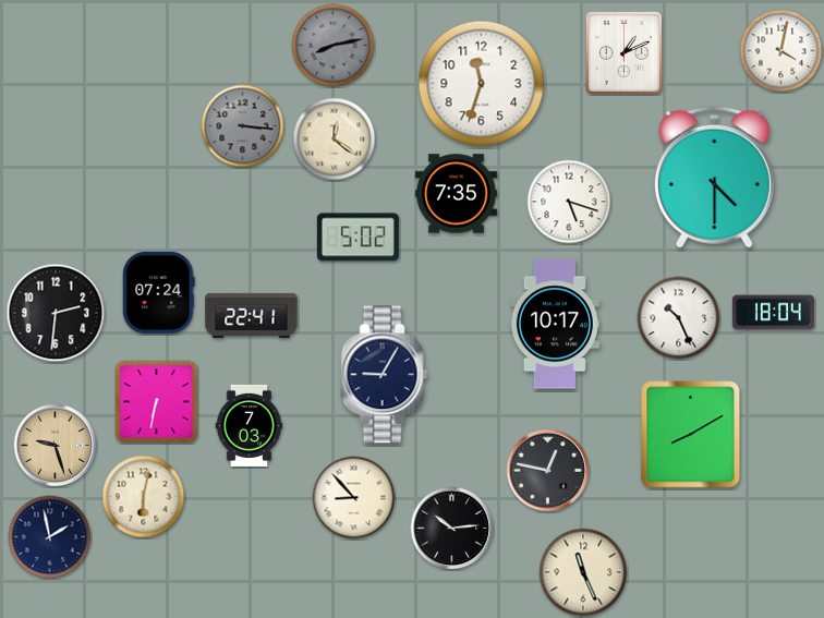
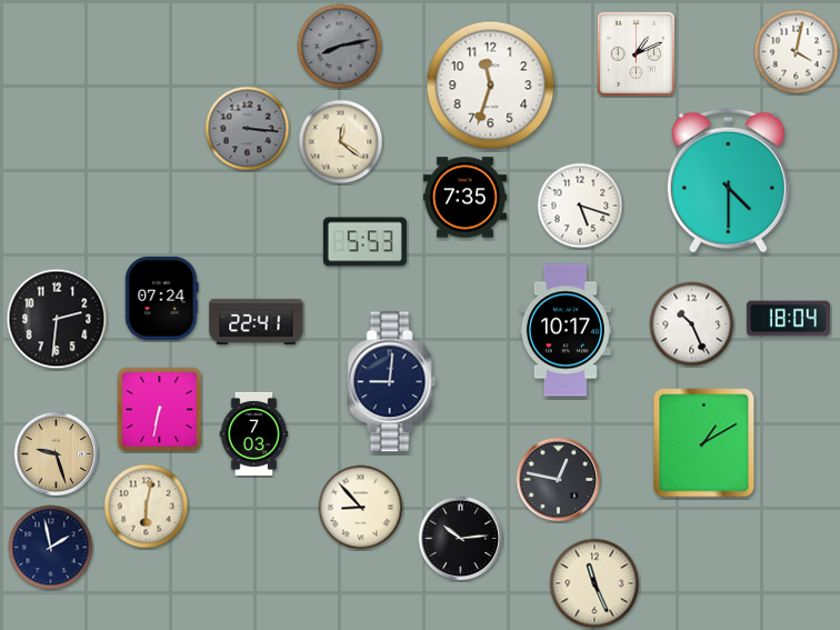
clock at (358, 238): 5:02 -> 5:53
clock at (385, 375): 9:05 -> 9:01
clock at (691, 435): 8:10 -> 1:10
